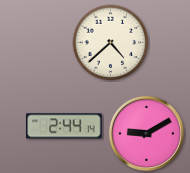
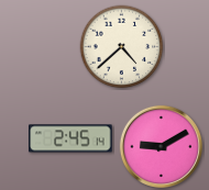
clock at (64, 126): 2:44 -> 2:45
